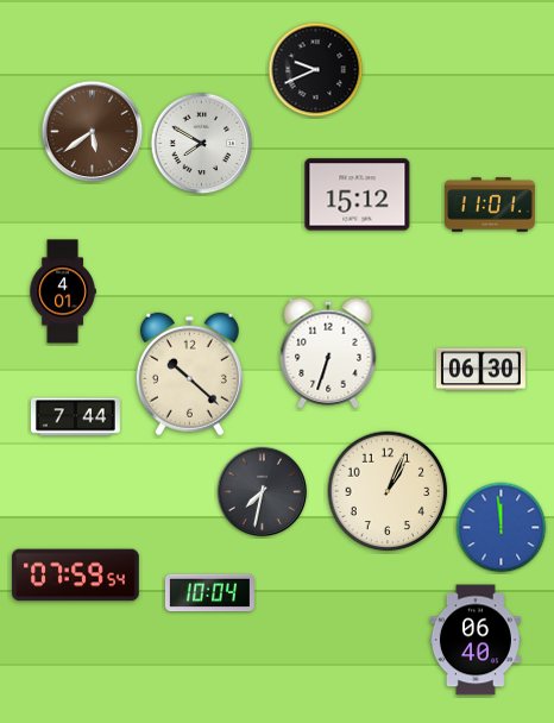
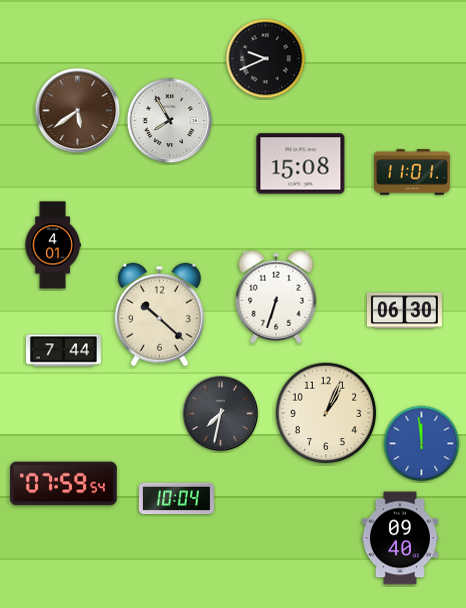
clock at (202, 144): 7:50 -> 7:55
clock at (358, 195): 15:12 -> 15:08
clock at (476, 640): 06:40 -> 09:40
